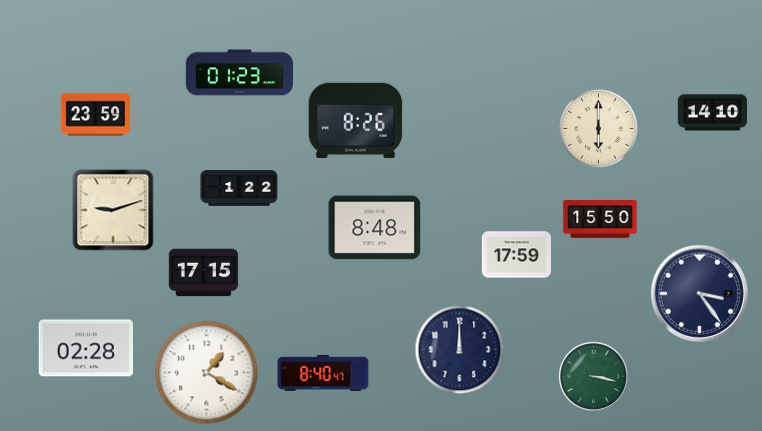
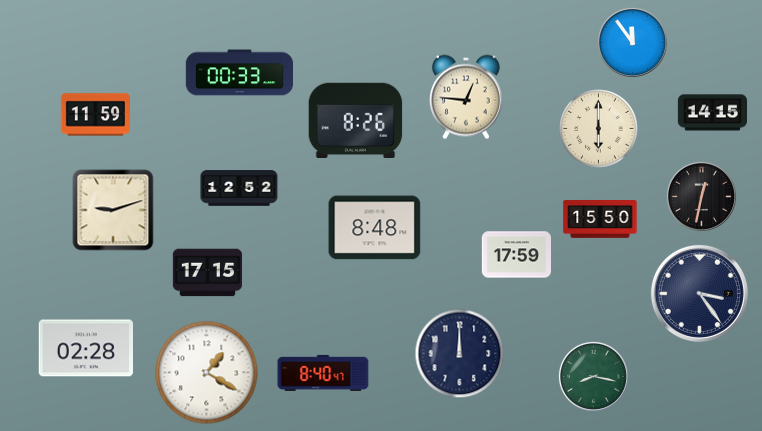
clock at (632, 42): none -> 11:54
clock at (240, 73): 01:23 -> 00:33
clock at (466, 97): none -> 12:46
clock at (712, 113): 14:10 -> 14:15
clock at (95, 115): 23:59 -> 11:59
clock at (239, 188): 1:22 -> 12:52
clock at (701, 196): none -> 12:32
clock at (203, 273) position: (203, 273) -> (207, 273)
clock at (460, 350) position: (460, 350) -> (460, 354)
clock at (593, 376): 3:17 -> 8:17
